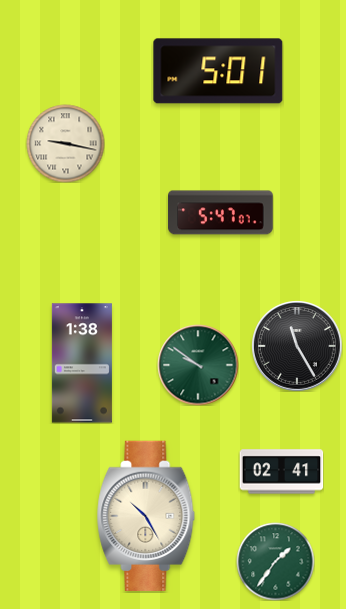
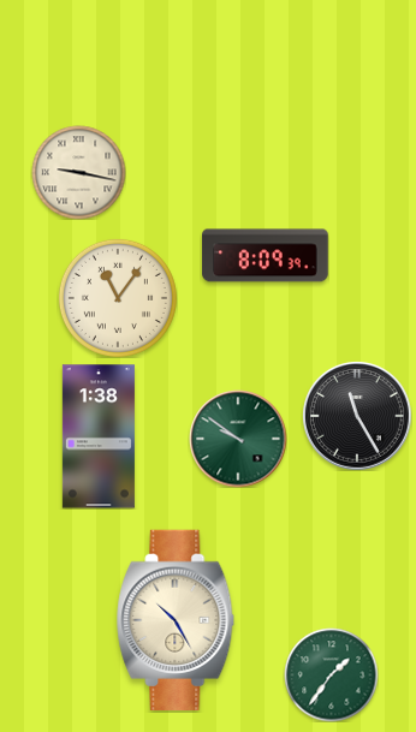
clock at (218, 71): 5:01 -> none
clock at (221, 213): 5:47 -> 8:09
clock at (118, 298): none -> 11:06
clock at (281, 472): 02:41 -> none
